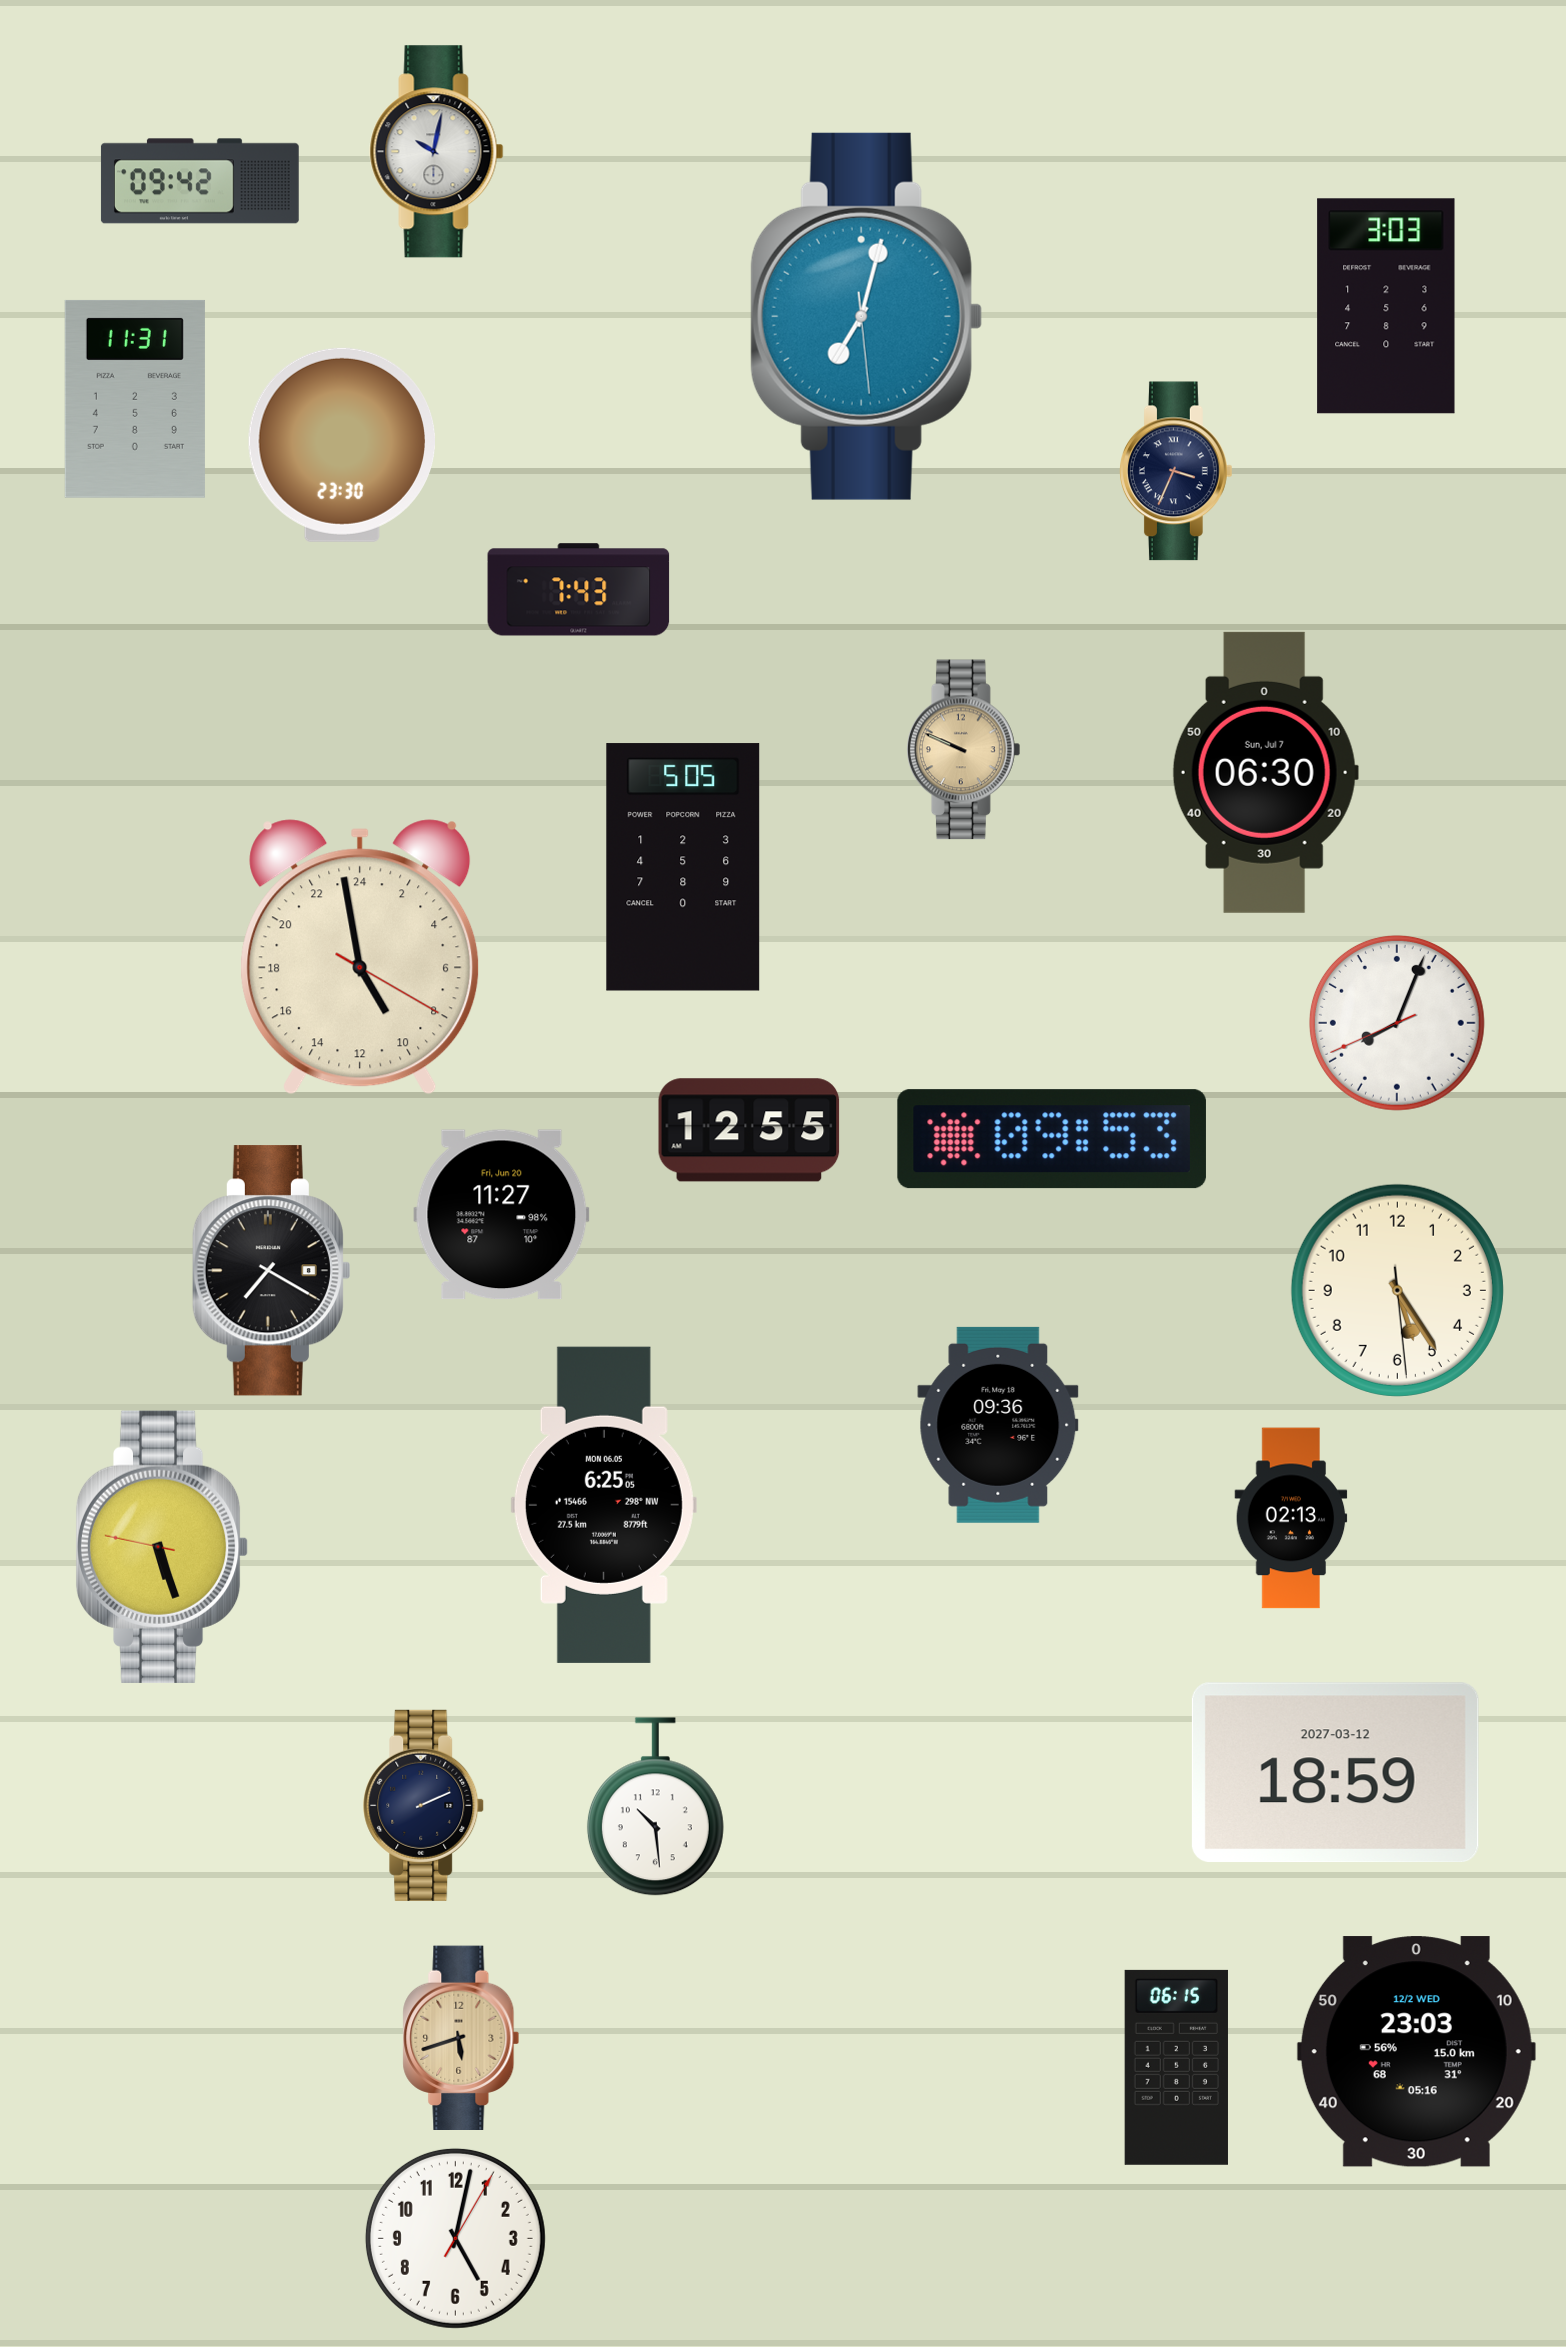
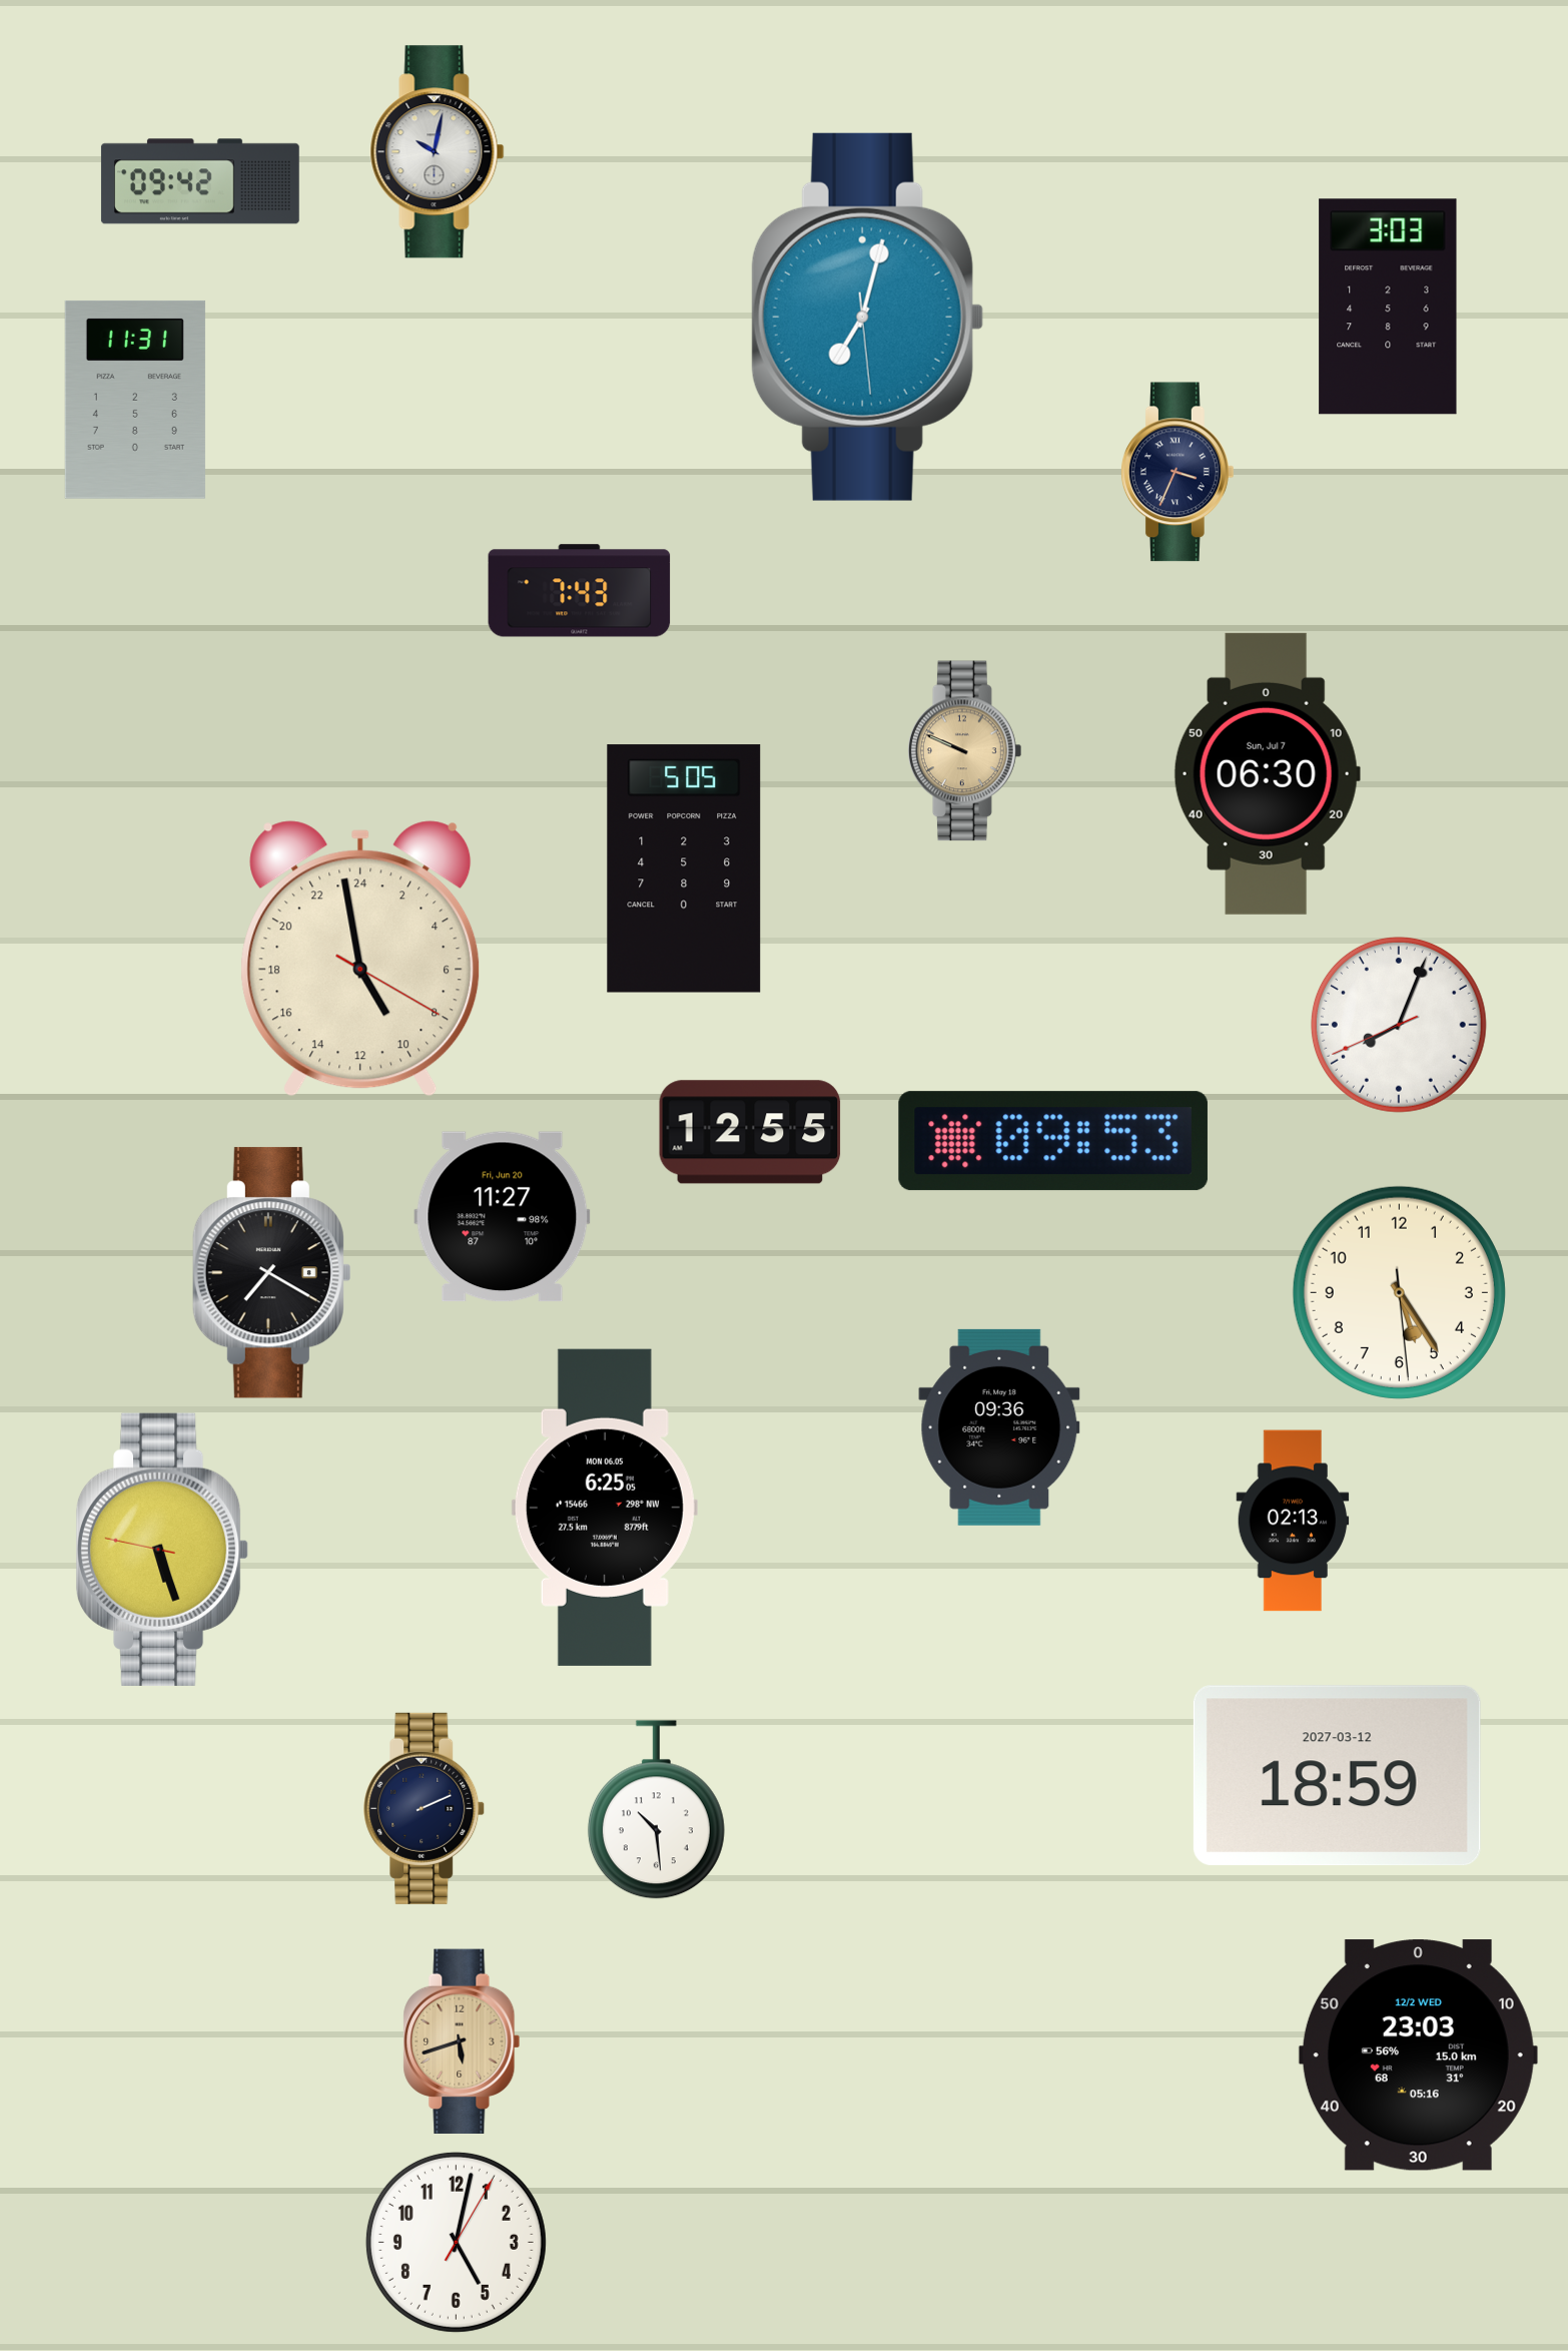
clock at (341, 445): 23:30 -> none
clock at (1176, 2067): 06:15 -> none
